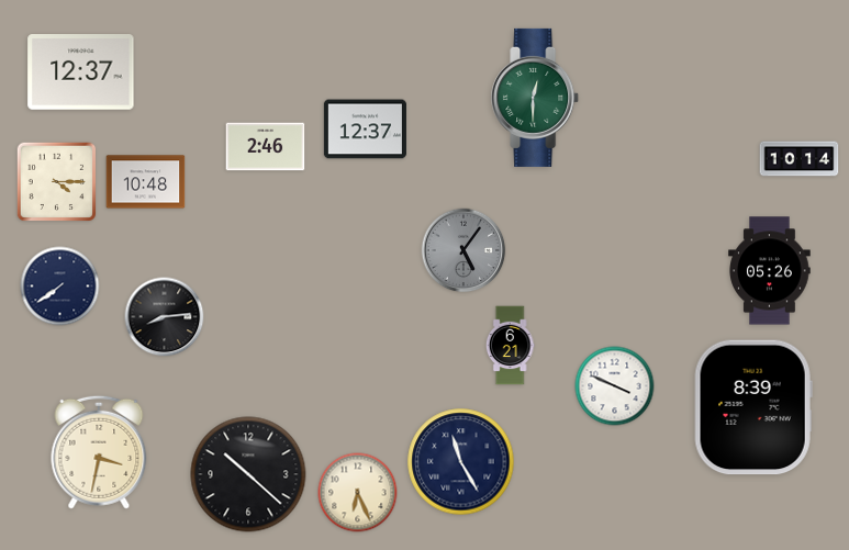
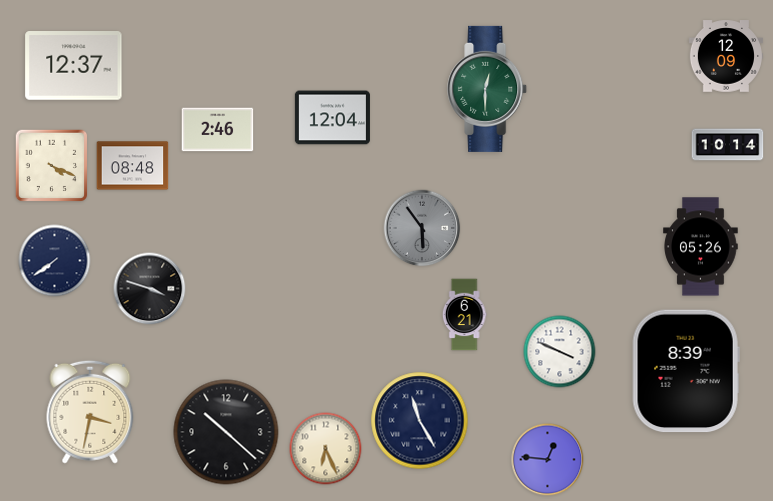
clock at (725, 56): none -> 12:09
clock at (365, 130): 12:37 -> 12:04
clock at (266, 147) position: (266, 147) -> (218, 130)
clock at (57, 182): 4:15 -> 4:19
clock at (146, 182): 10:48 -> 08:48
clock at (463, 250): 5:06 -> 5:54
clock at (165, 317): 8:14 -> 3:48
clock at (548, 460): none -> 12:46
